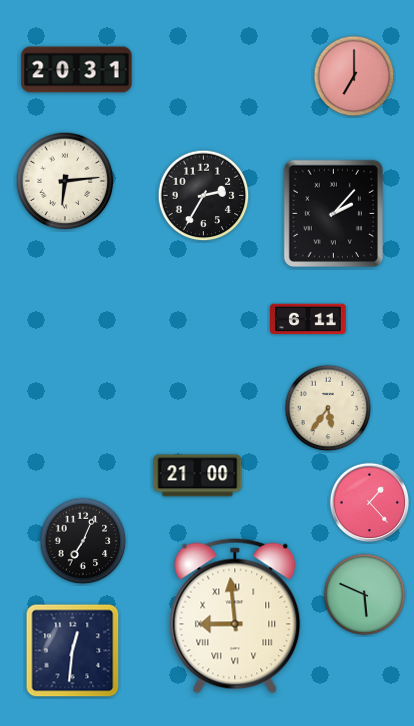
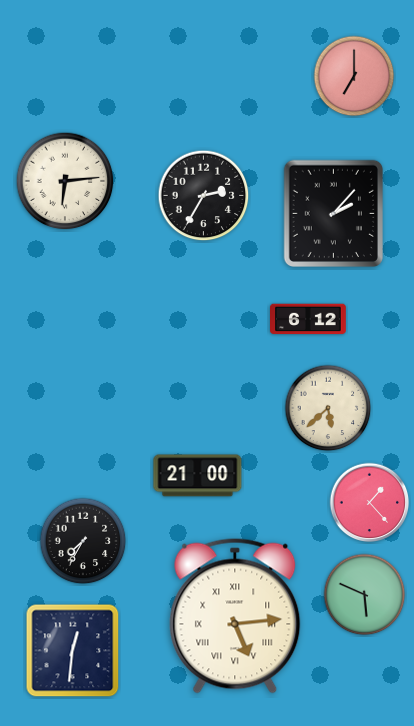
clock at (77, 70): 20:31 -> none
clock at (308, 319): 6:11 -> 6:12
clock at (328, 408): 5:36 -> 5:38
clock at (83, 541): 7:04 -> 7:35
clock at (235, 616): 8:59 -> 5:14
